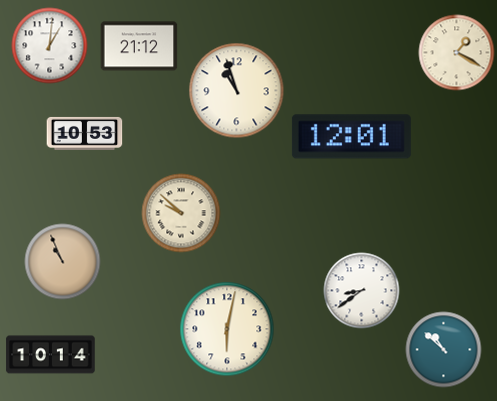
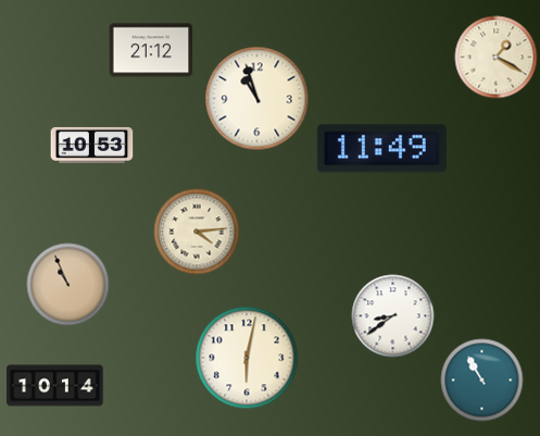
clock at (50, 46): 1:01 -> none
clock at (351, 137): 12:01 -> 11:49
clock at (181, 213): 9:52 -> 4:14
clock at (444, 350): 10:52 -> 10:55
